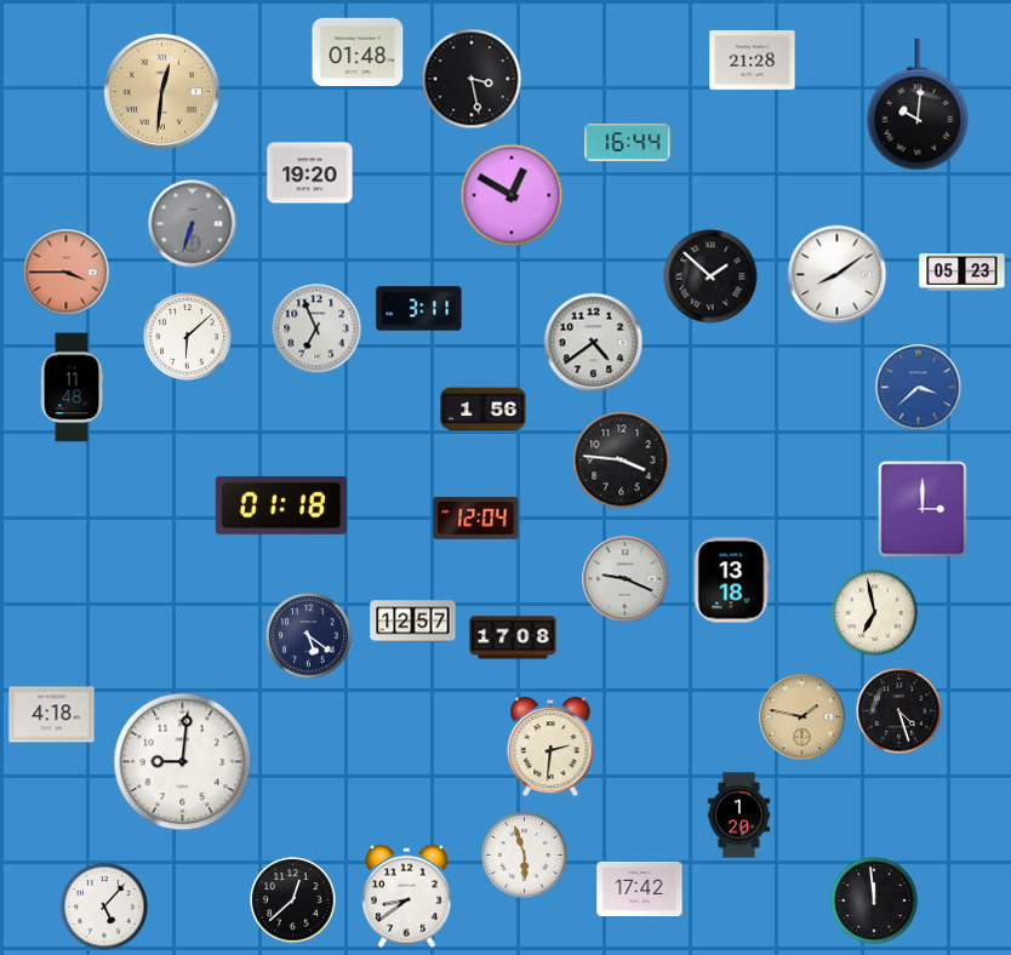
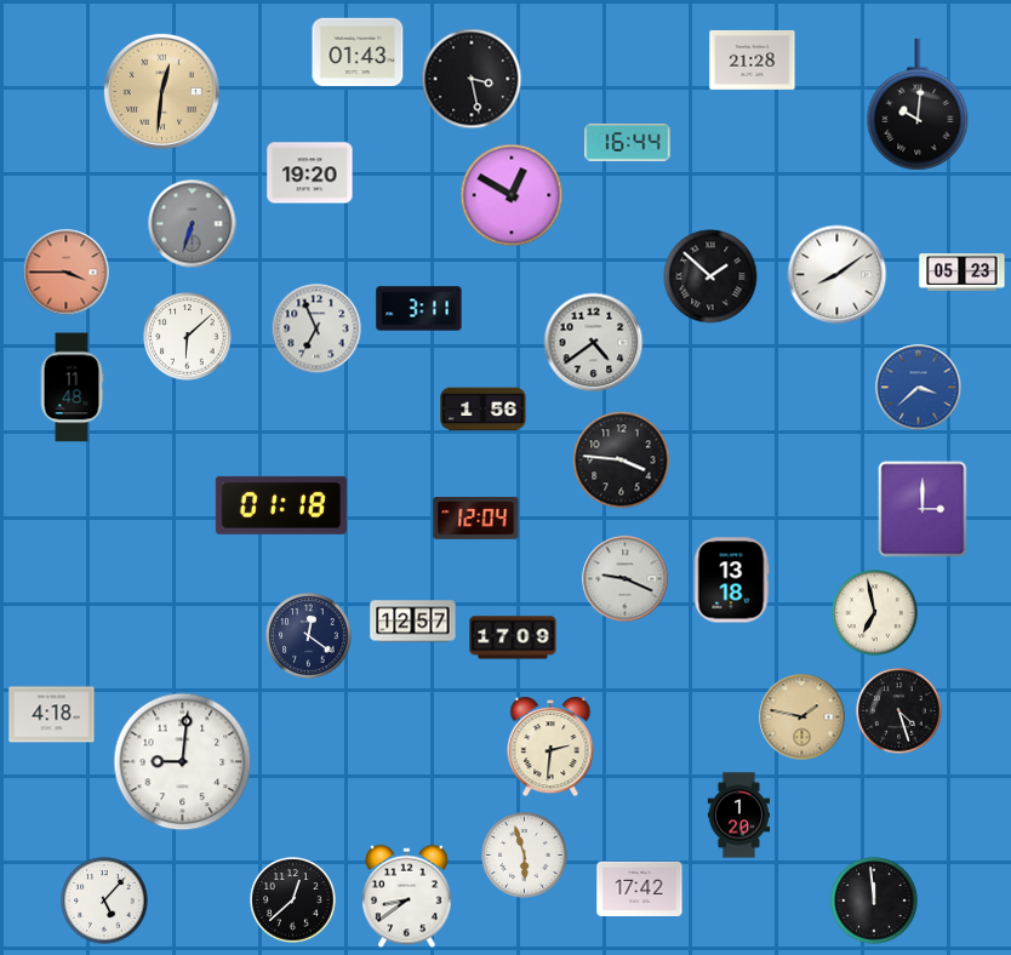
clock at (358, 52): 01:48 -> 01:43
clock at (309, 636): 5:21 -> 12:21
clock at (513, 637): 17:08 -> 17:09
clock at (104, 907) position: (104, 907) -> (104, 900)
